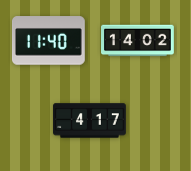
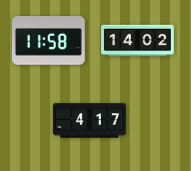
clock at (48, 41): 11:40 -> 11:58
